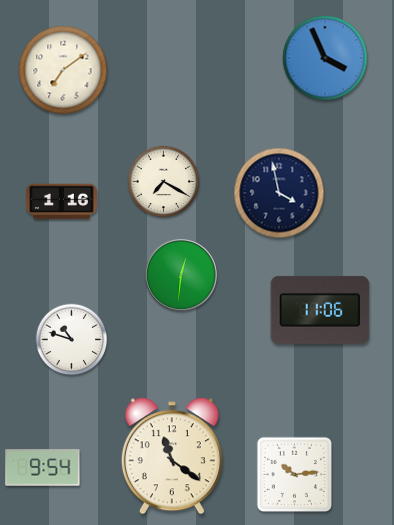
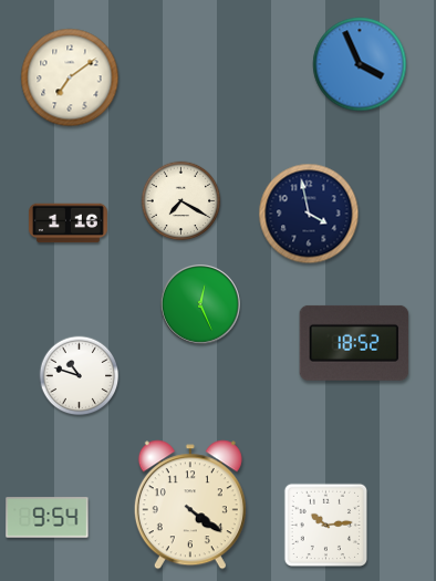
clock at (182, 276): 12:31 -> 12:26
clock at (320, 310): 11:06 -> 18:52
clock at (172, 456): 11:21 -> 4:21
